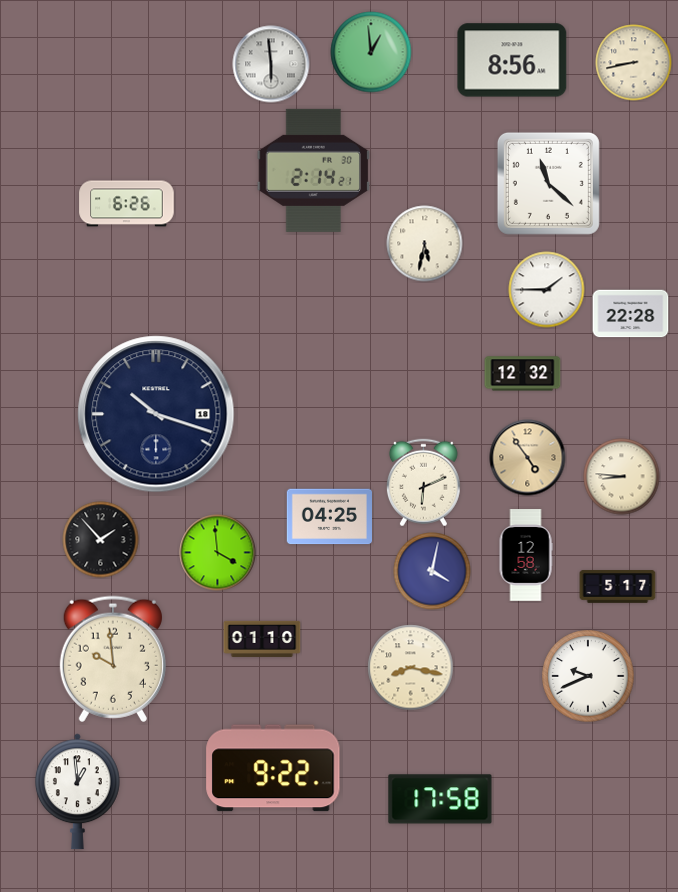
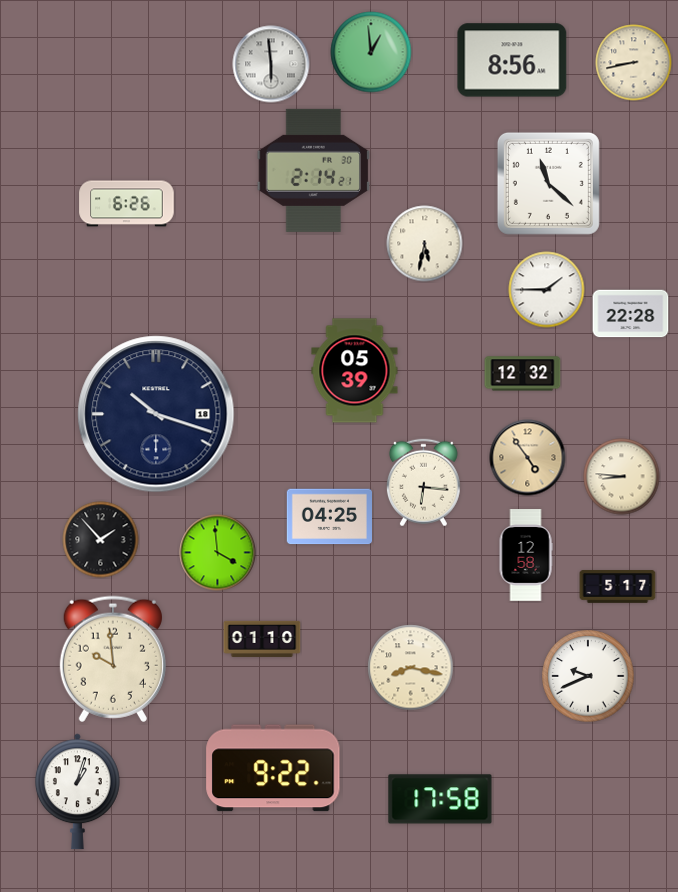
clock at (355, 371): none -> 05:39
clock at (423, 483): 6:11 -> 6:16
clock at (432, 571): 4:02 -> none
clock at (77, 792): 12:59 -> 1:03
